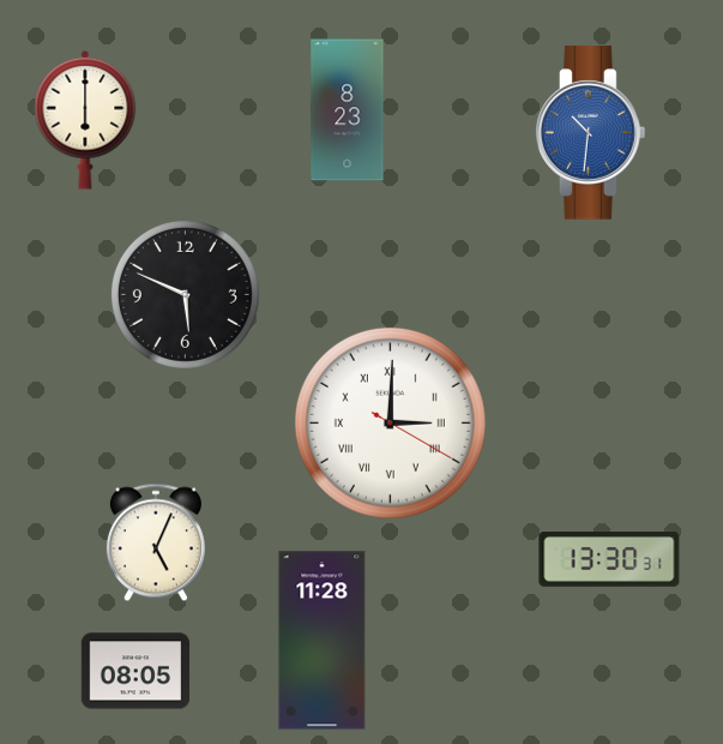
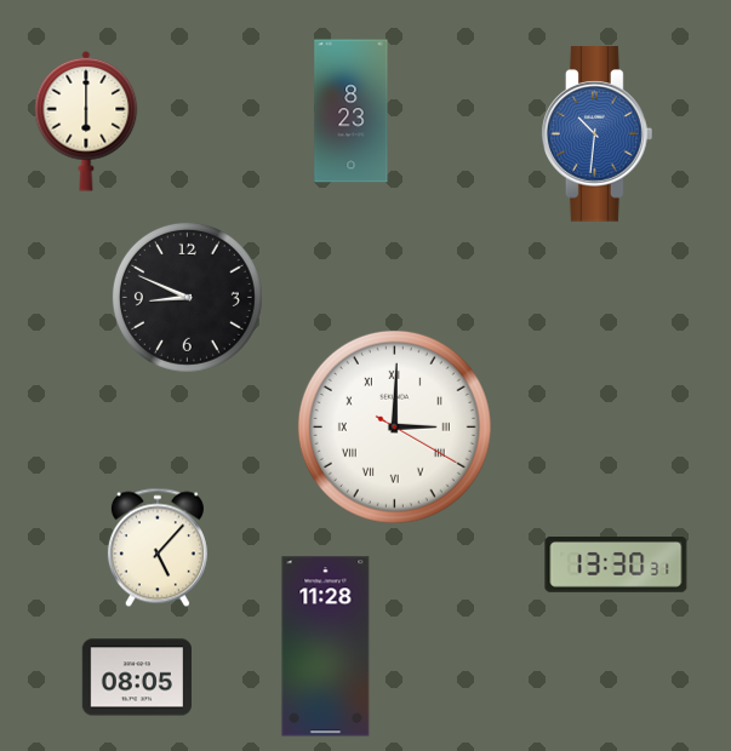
clock at (185, 294): 5:49 -> 8:49
clock at (156, 542): 5:04 -> 5:07
